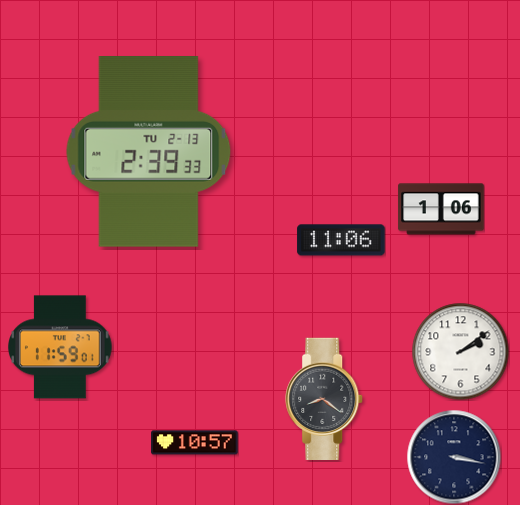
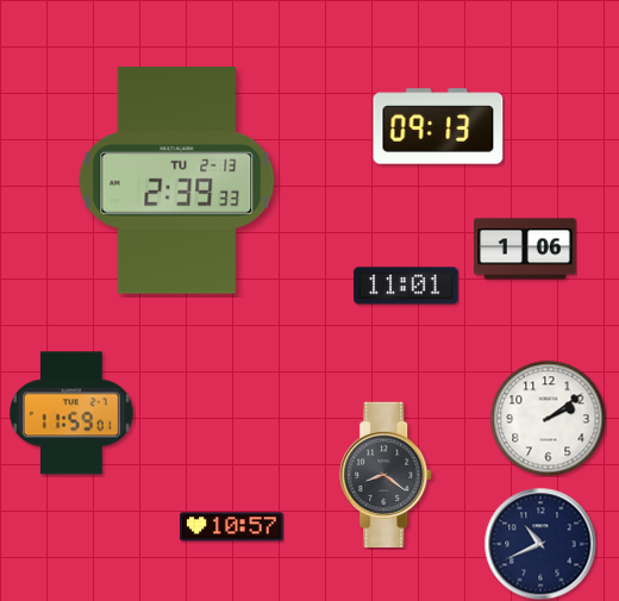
clock at (438, 126): none -> 09:13
clock at (341, 240): 11:06 -> 11:01
clock at (454, 457): 3:17 -> 10:41
